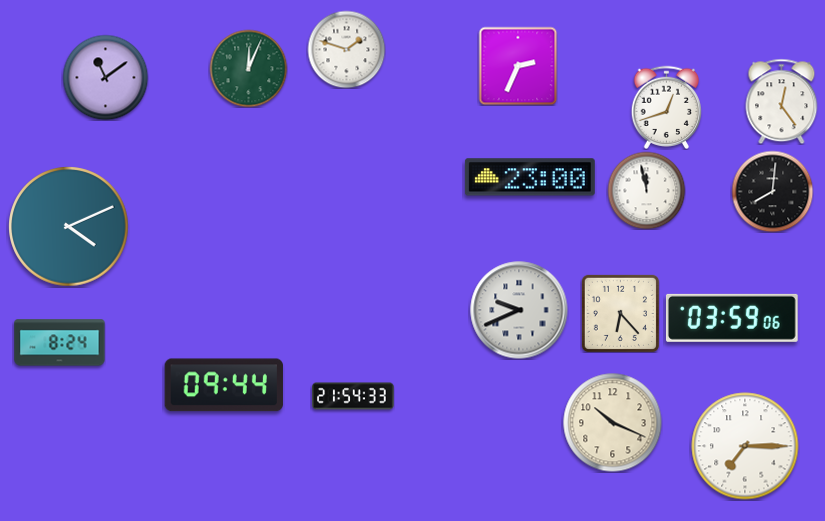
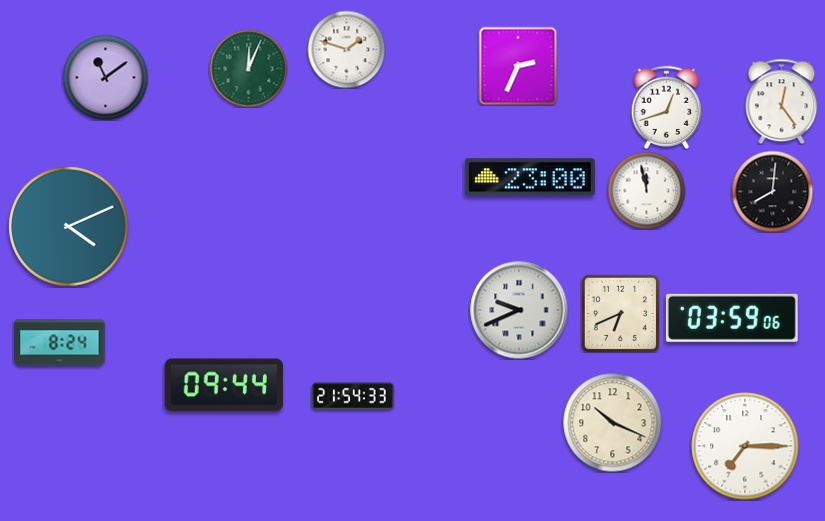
clock at (620, 313): 6:23 -> 6:41
